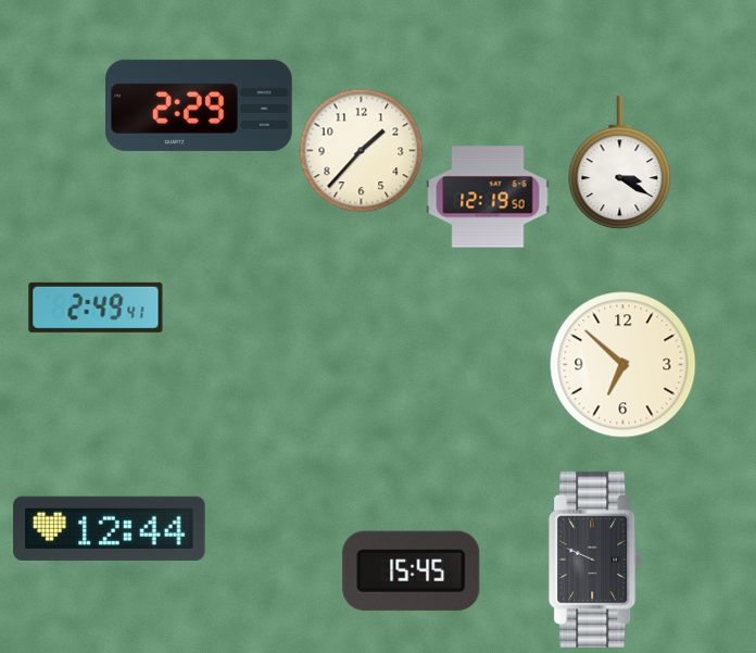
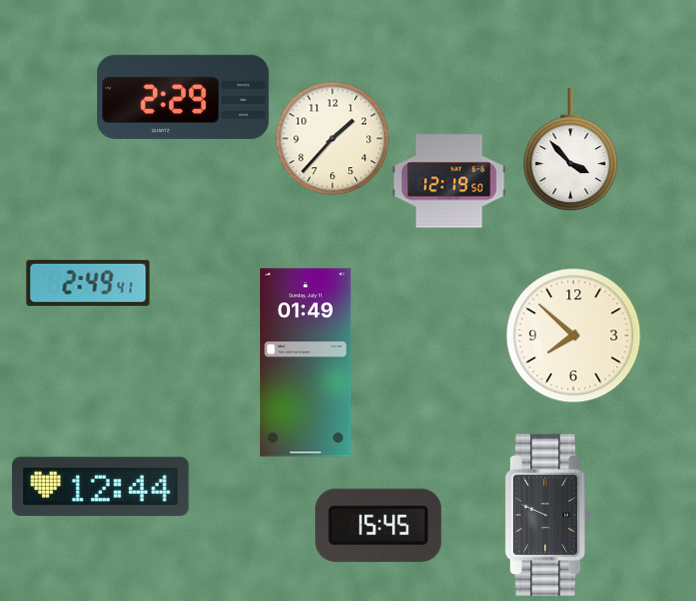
clock at (620, 163): 3:20 -> 3:53
clock at (623, 365): 6:52 -> 7:52
clock at (305, 363): none -> 01:49
